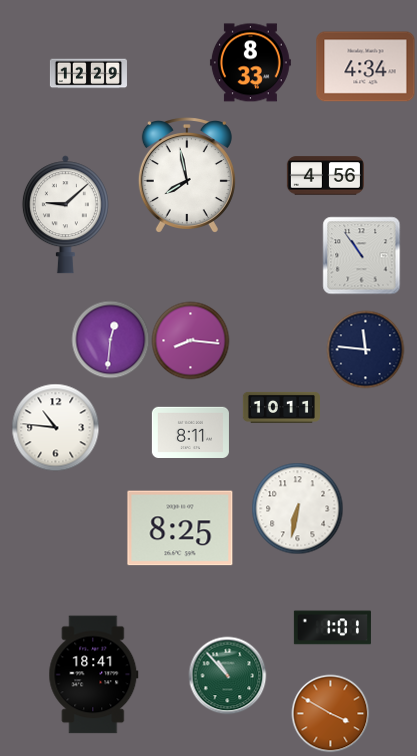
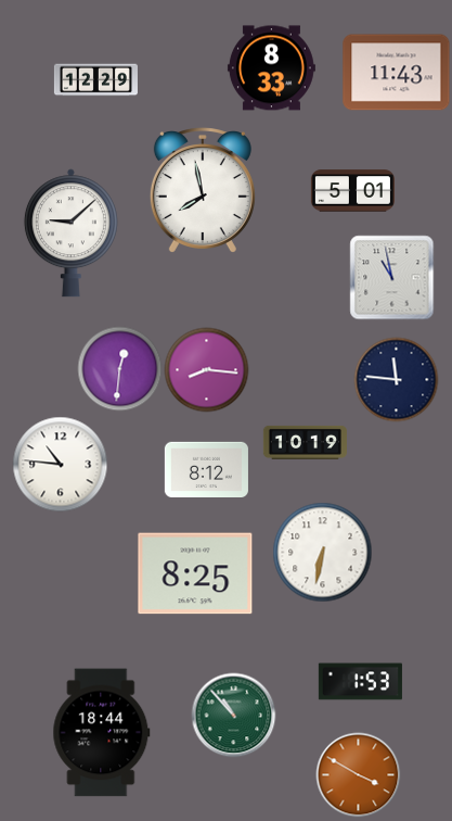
clock at (366, 67): 4:34 -> 11:43
clock at (325, 176): 4:56 -> 5:01
clock at (361, 255): 10:54 -> 10:58
clock at (281, 407): 10:11 -> 10:19
clock at (190, 432): 8:11 -> 8:12
clock at (332, 628): 1:01 -> 1:53
clock at (94, 675): 18:41 -> 18:44
clock at (227, 675) position: (227, 675) -> (233, 715)
